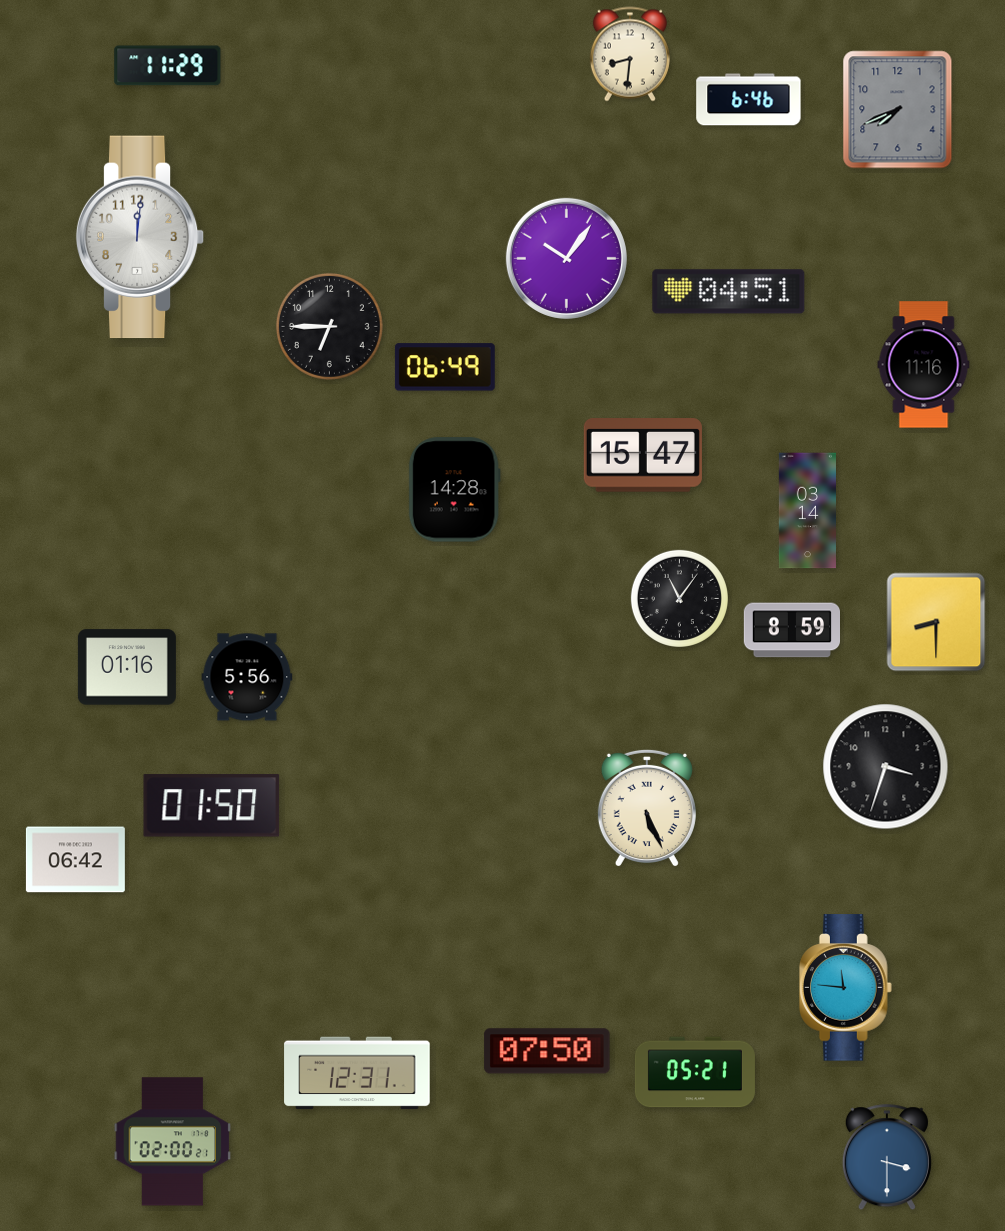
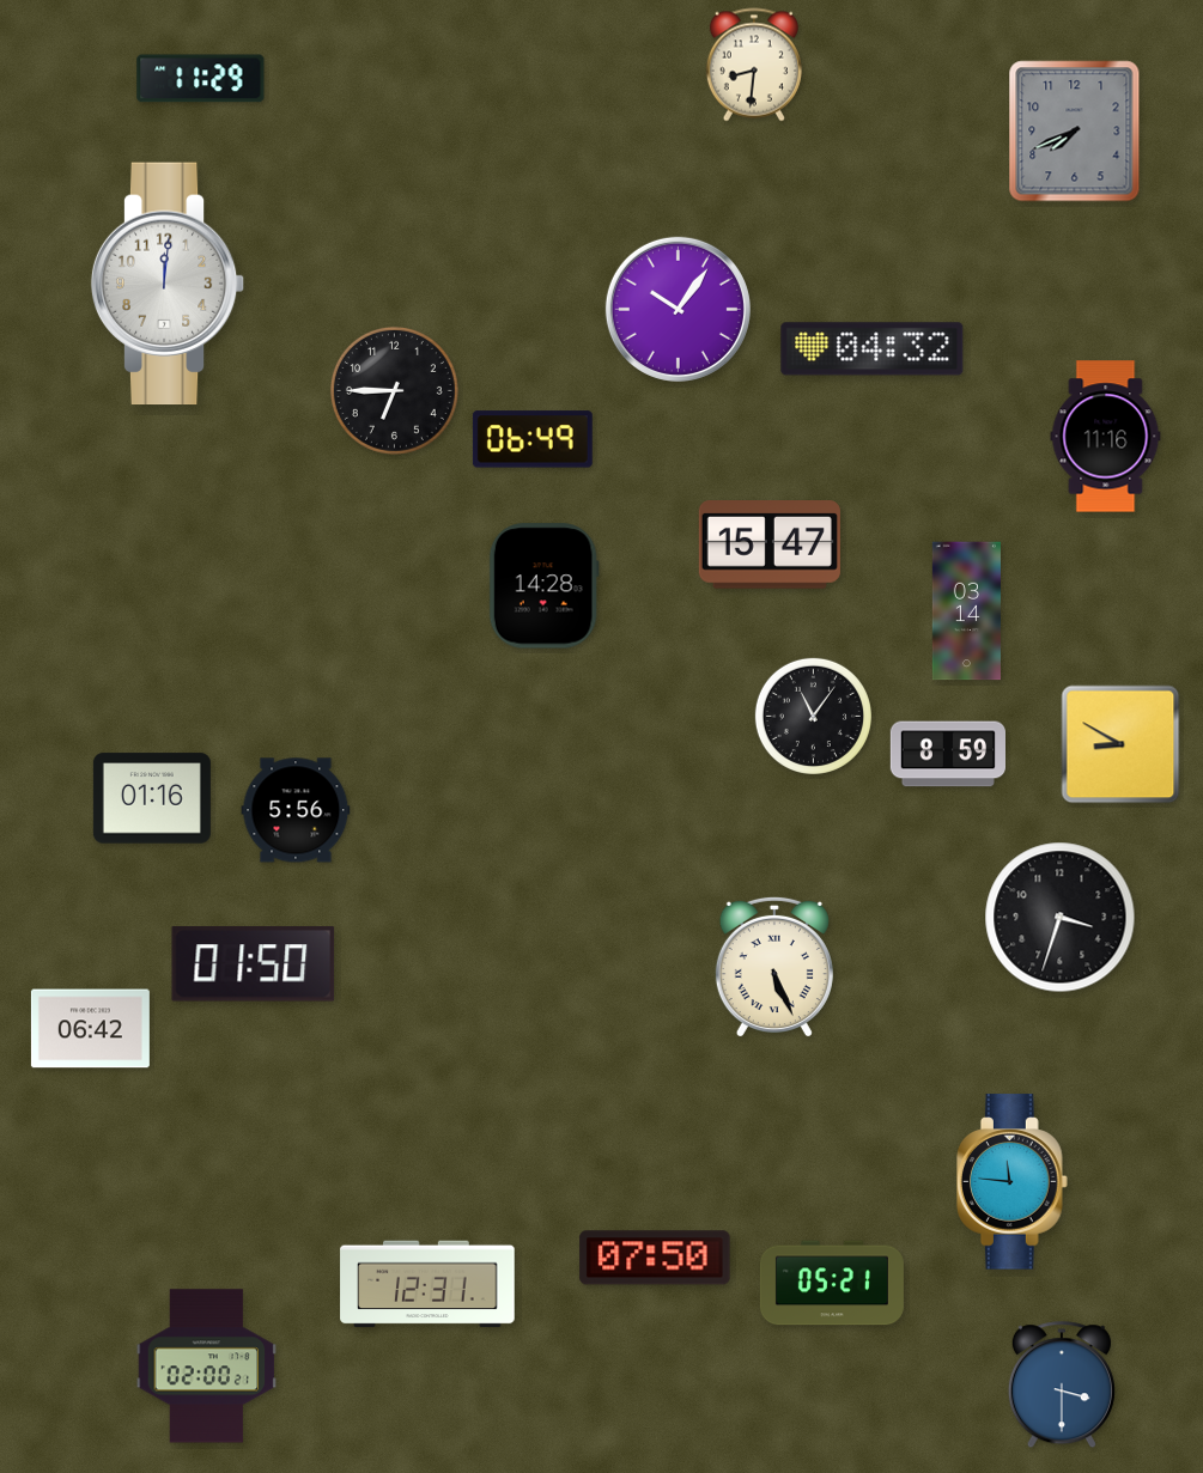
clock at (749, 100): 6:46 -> none
clock at (729, 292): 04:51 -> 04:32
clock at (936, 622): 8:30 -> 8:50
